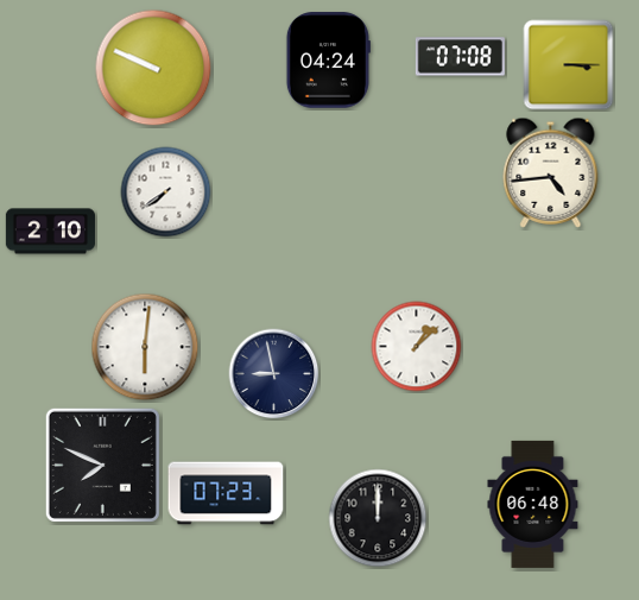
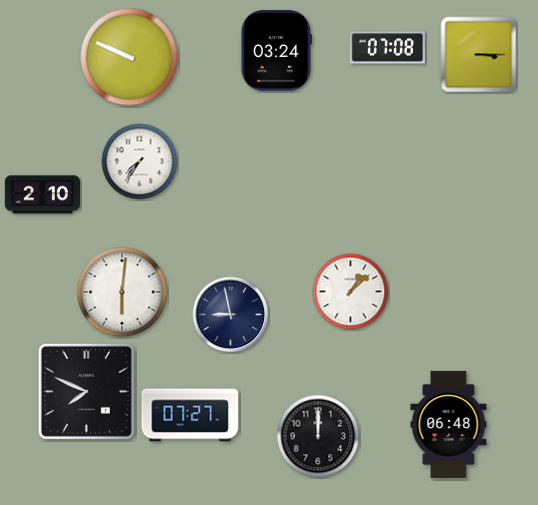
clock at (328, 61): 04:24 -> 03:24
clock at (551, 172): 4:44 -> none
clock at (166, 192): 7:39 -> 7:36
clock at (226, 493): 07:23 -> 07:27
